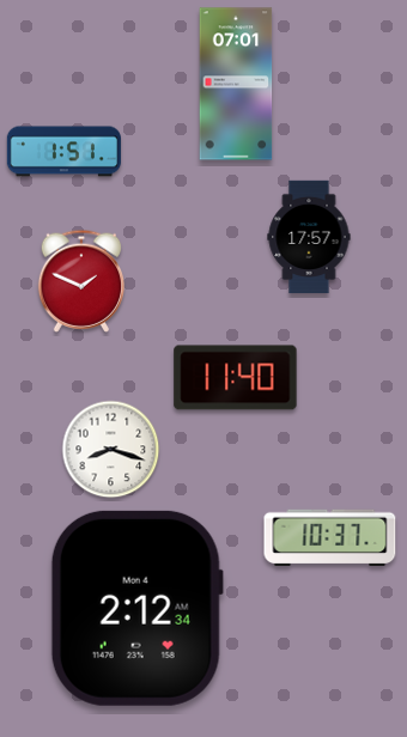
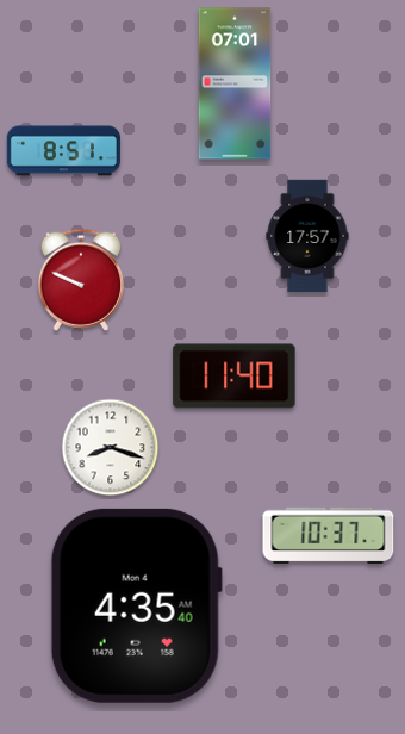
clock at (63, 152): 1:51 -> 8:51
clock at (81, 281): 1:49 -> 9:49
clock at (136, 608): 2:12 -> 4:35
